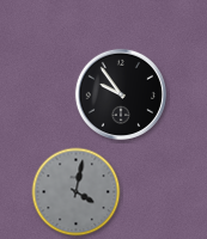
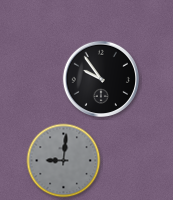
clock at (77, 192): 4:02 -> 9:01
